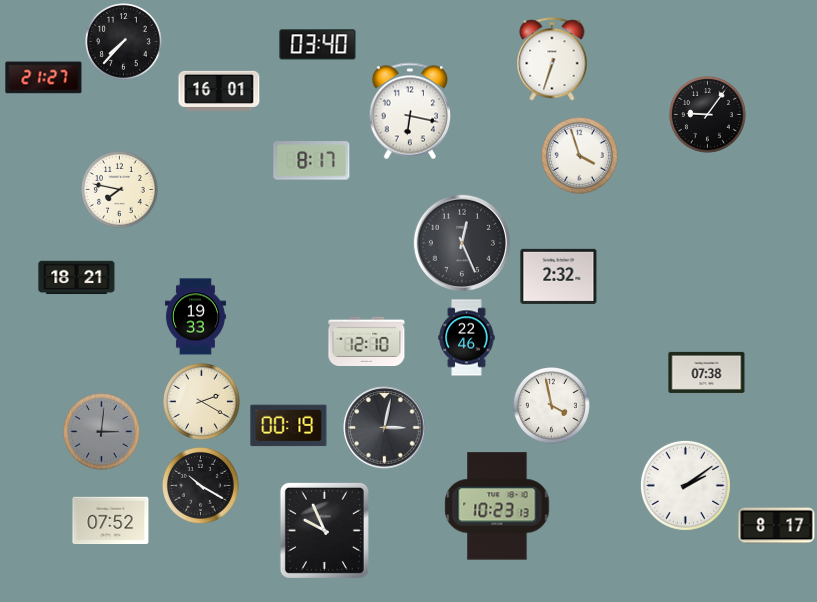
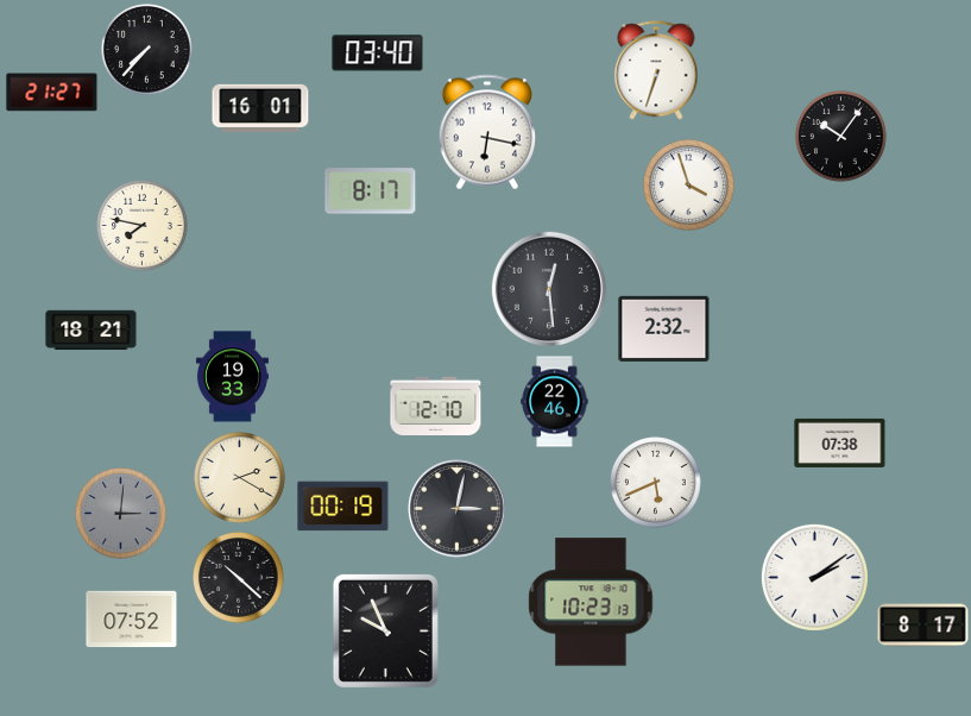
clock at (708, 115): 9:06 -> 10:06
clock at (461, 242): 12:26 -> 12:29
clock at (552, 406): 3:58 -> 5:41
clock at (201, 486): 10:20 -> 10:22
